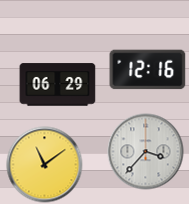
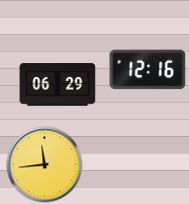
clock at (146, 152): 3:37 -> none
clock at (45, 165): 11:09 -> 11:44
